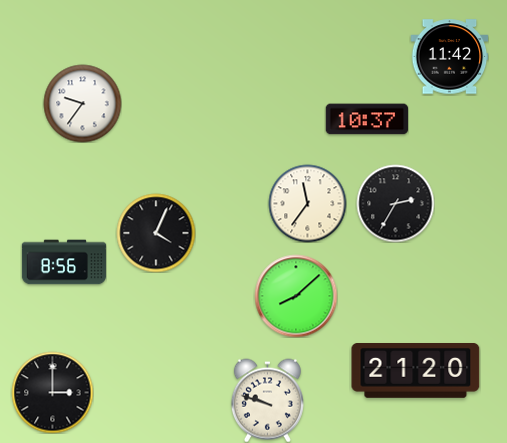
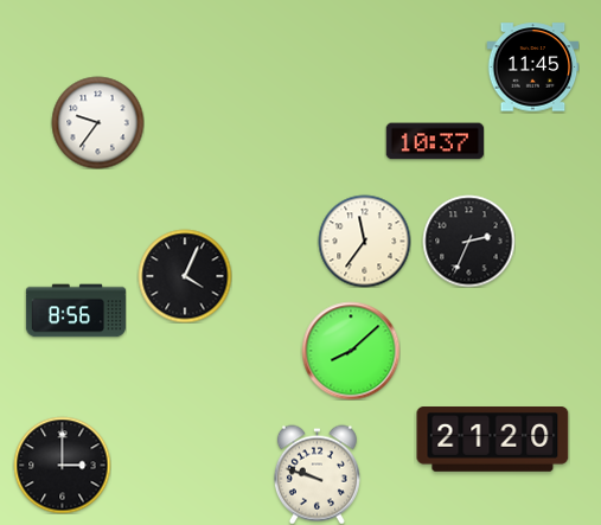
clock at (449, 57): 11:42 -> 11:45
clock at (395, 203): 2:35 -> 2:34
